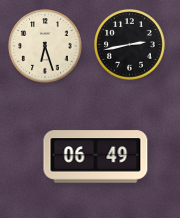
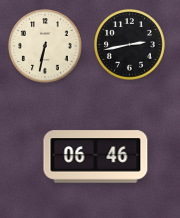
clock at (45, 46): 6:27 -> 6:32
clock at (96, 157): 06:49 -> 06:46
